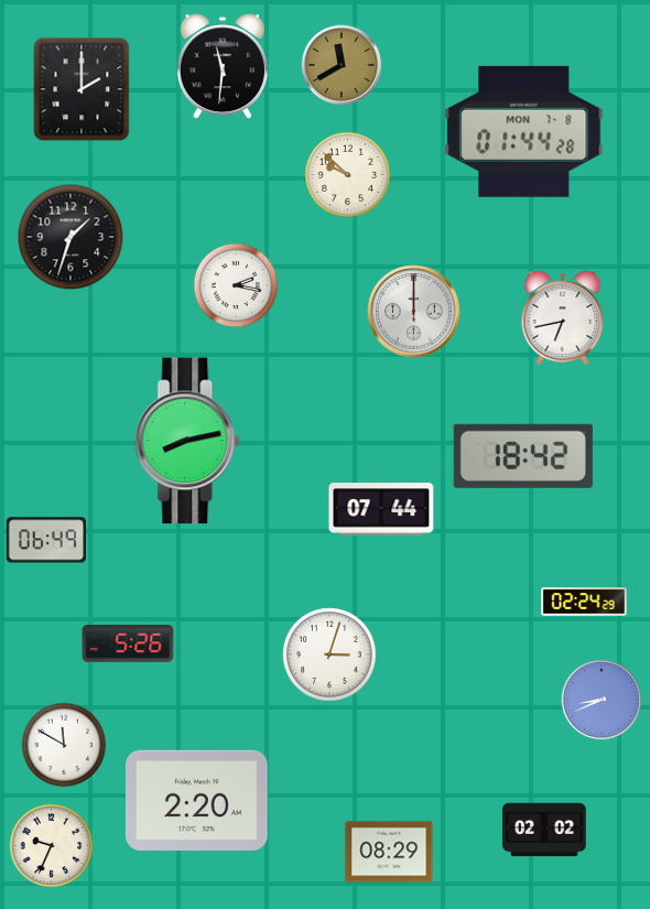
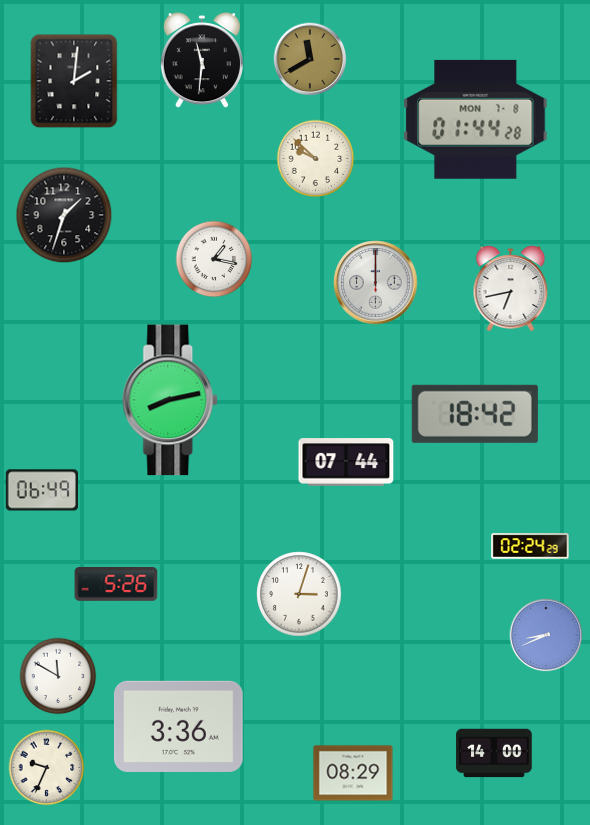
clock at (82, 89): 2:00 -> 2:01
clock at (236, 285): 2:17 -> 1:17
clock at (196, 800): 2:20 -> 3:36
clock at (544, 830): 02:02 -> 14:00
